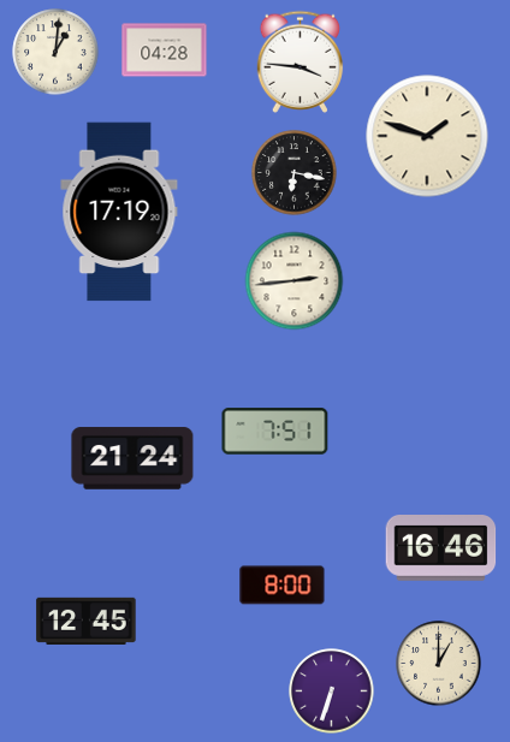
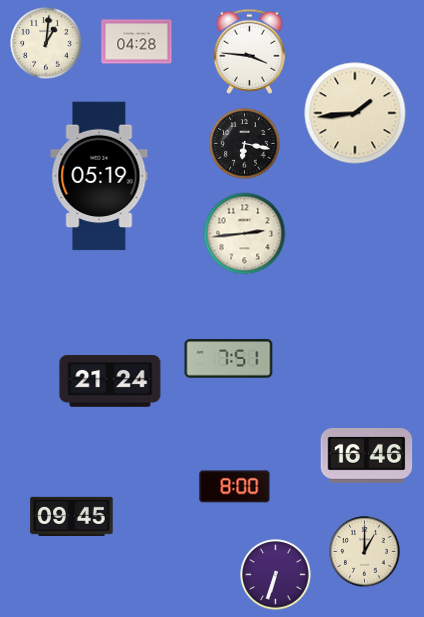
clock at (427, 136): 1:48 -> 1:44
clock at (119, 212): 17:19 -> 05:19
clock at (87, 621): 12:45 -> 09:45
